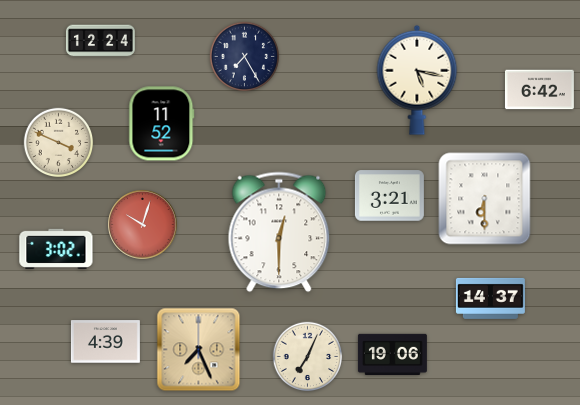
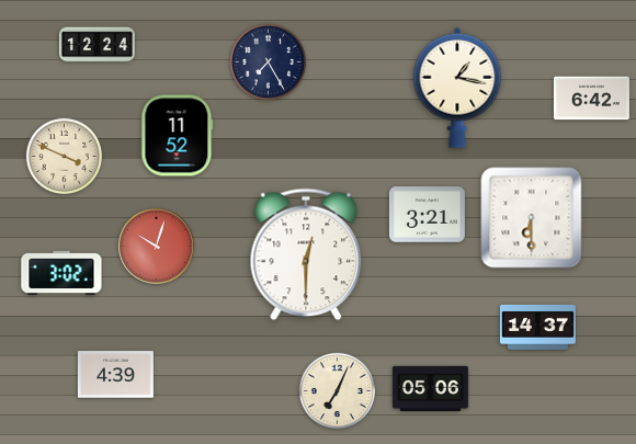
clock at (100, 41) position: (100, 41) -> (96, 45)
clock at (417, 80): 5:17 -> 1:17
clock at (199, 350): 7:26 -> none
clock at (392, 354): 19:06 -> 05:06
